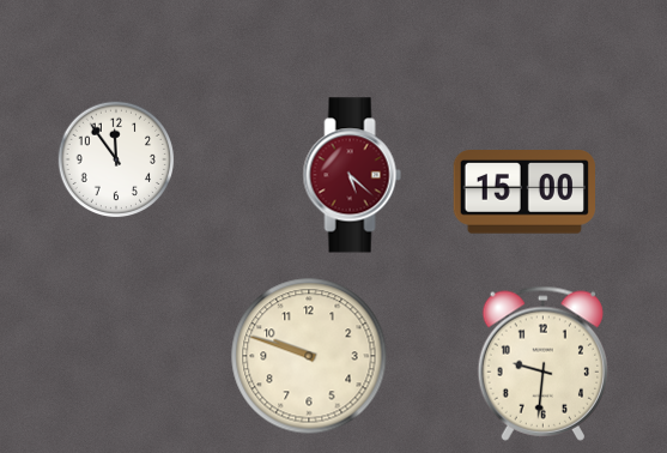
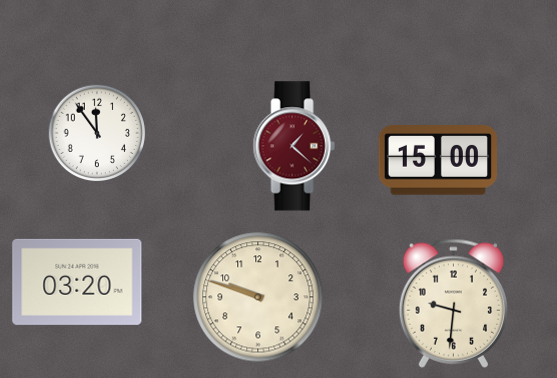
clock at (352, 175): 5:22 -> 1:22
clock at (77, 282): none -> 03:20
